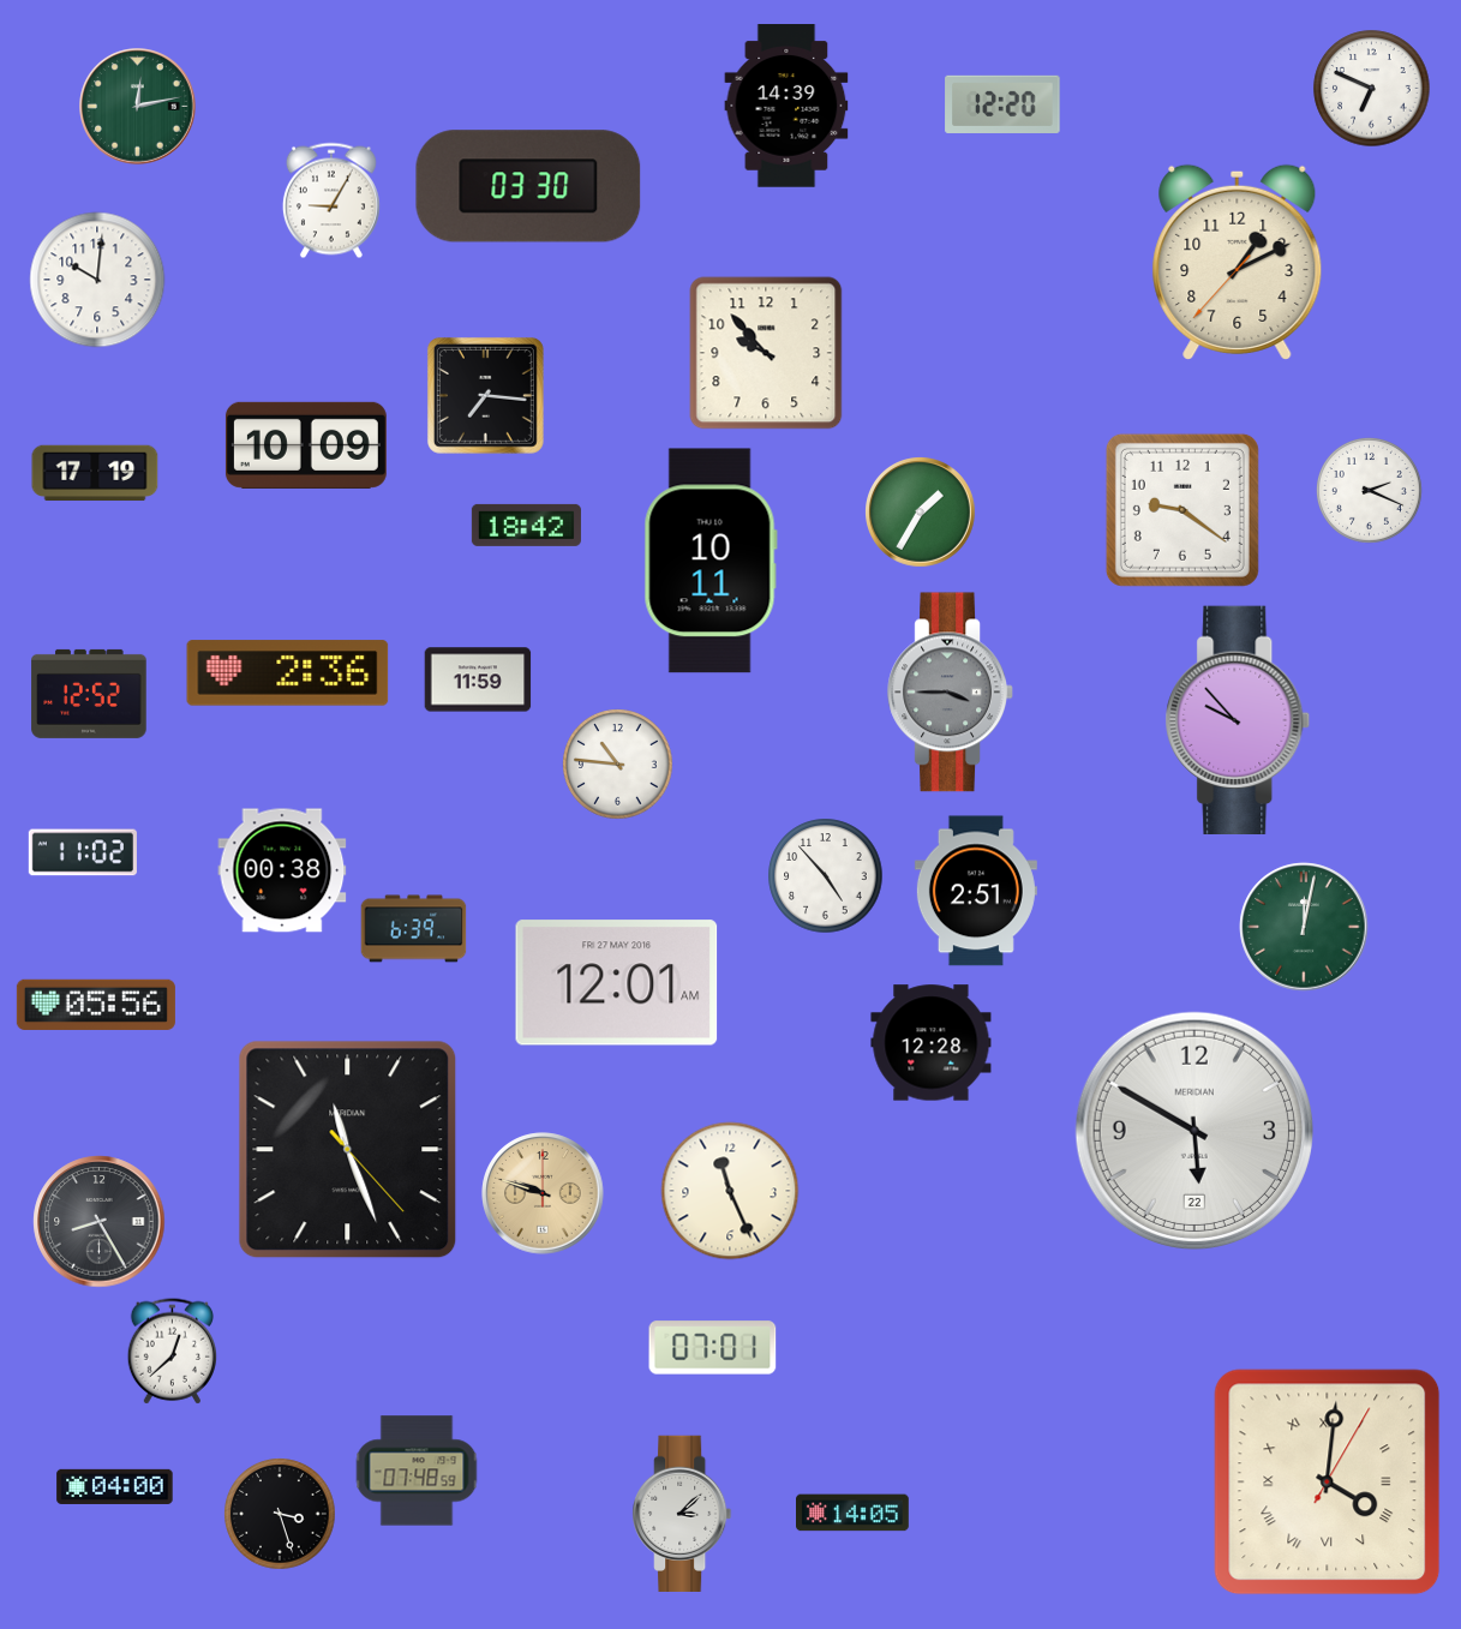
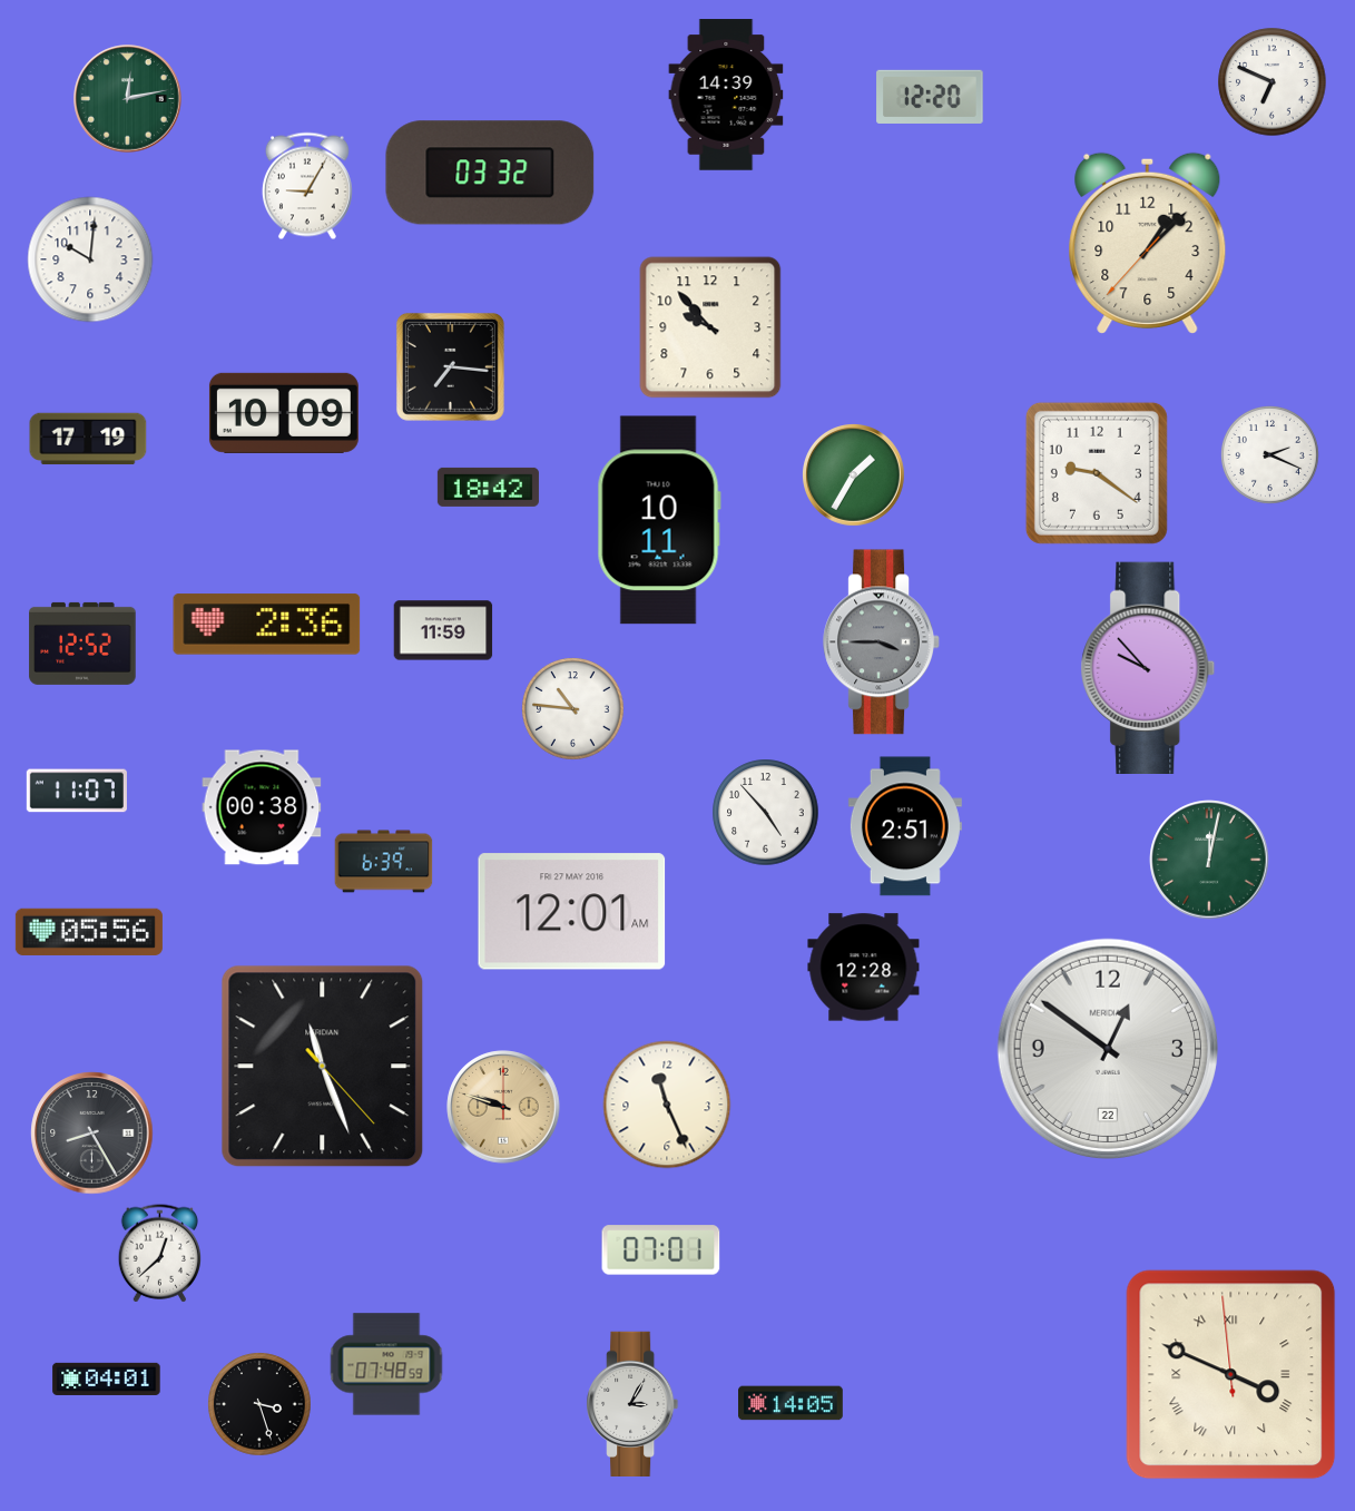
clock at (786, 106) position: (786, 106) -> (726, 95)
clock at (528, 186): 03:30 -> 03:32
clock at (1238, 262): 1:10 -> 1:07
clock at (83, 852): 11:02 -> 11:07
clock at (1194, 1131): 5:50 -> 12:51
clock at (730, 1191) position: (730, 1191) -> (667, 1105)
clock at (1328, 1483): 4:01 -> 3:48
clock at (115, 1486): 04:00 -> 04:01
clock at (682, 1513): 3:08 -> 3:05
